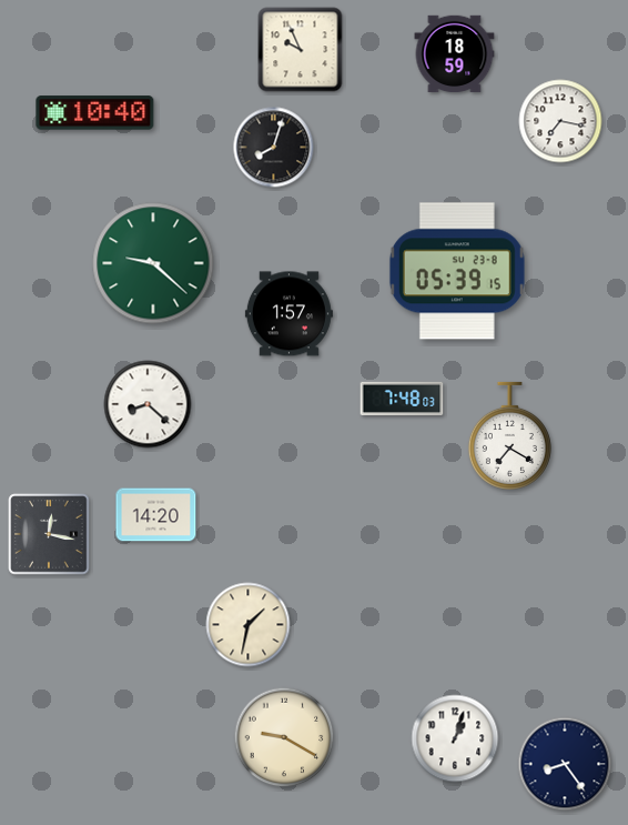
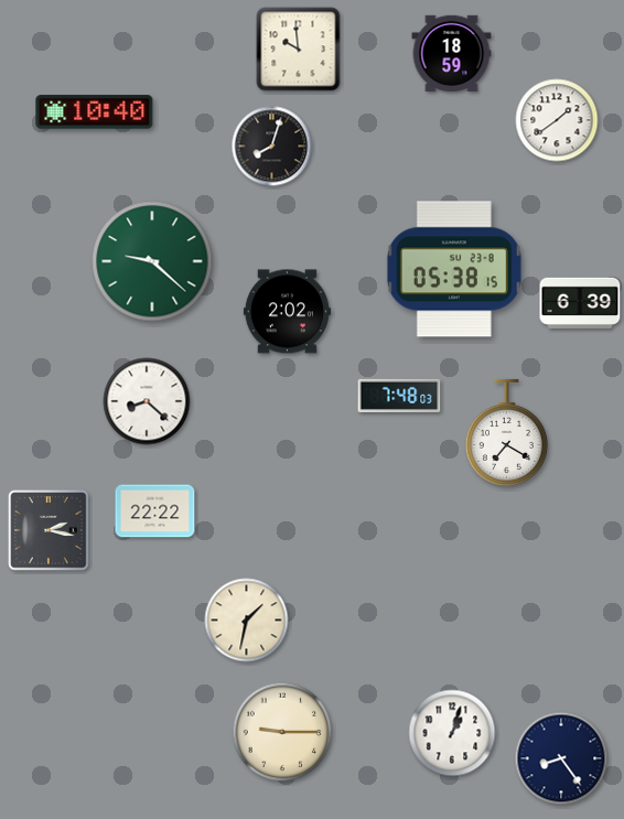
clock at (301, 50): 9:56 -> 9:59
clock at (560, 121): 7:17 -> 1:39
clock at (457, 271): 05:39 -> 05:38
clock at (580, 302): none -> 6:39
clock at (288, 314): 1:57 -> 2:02
clock at (156, 515): 14:20 -> 22:22
clock at (49, 534): 12:17 -> 2:17
clock at (284, 737): 9:20 -> 9:15
